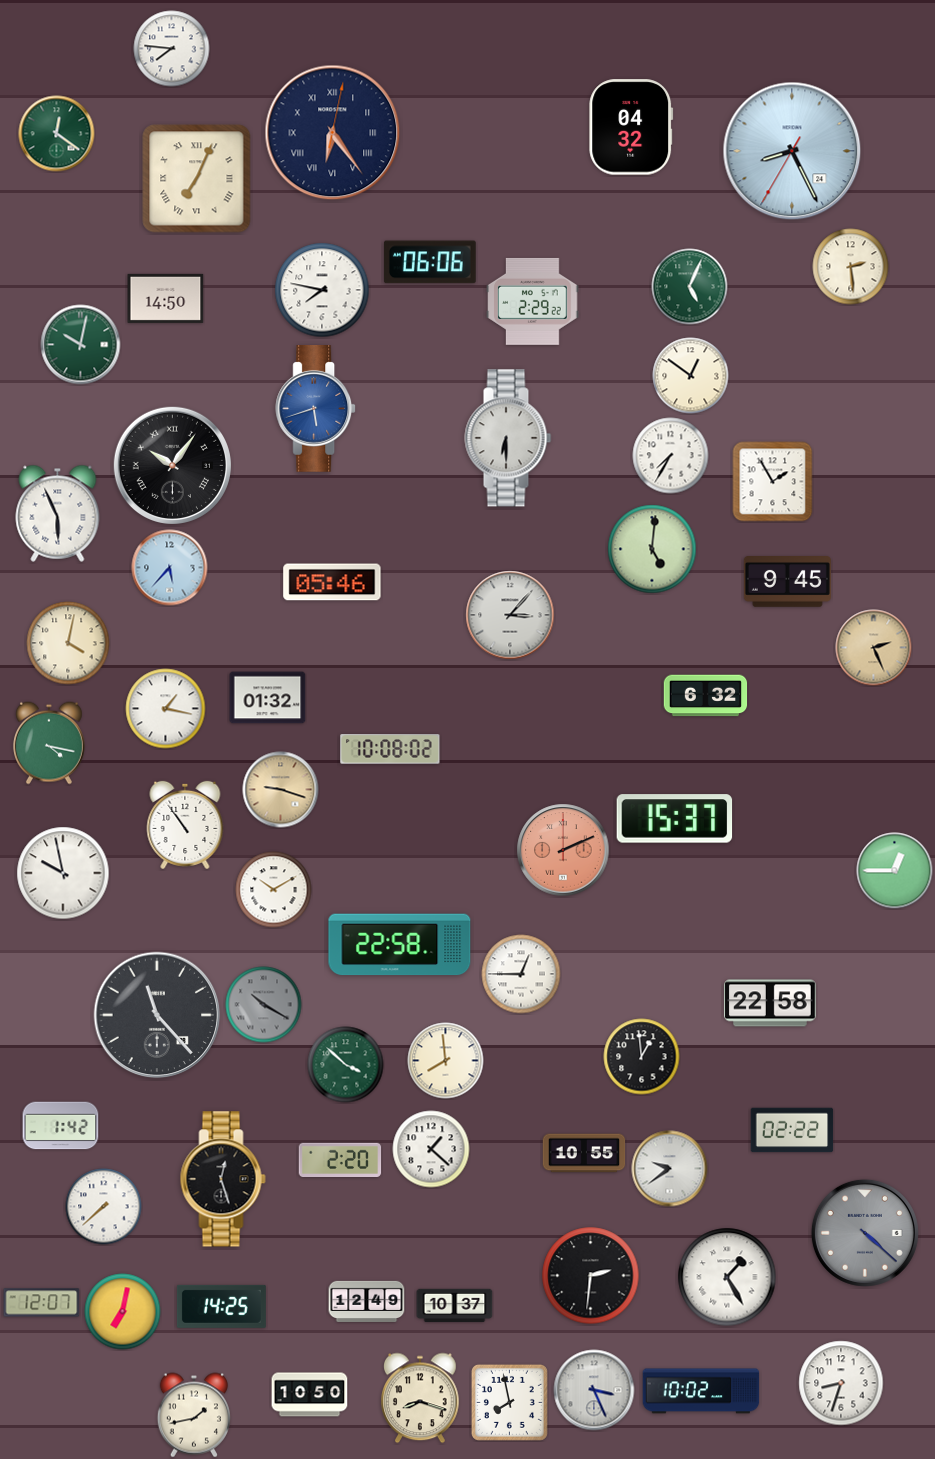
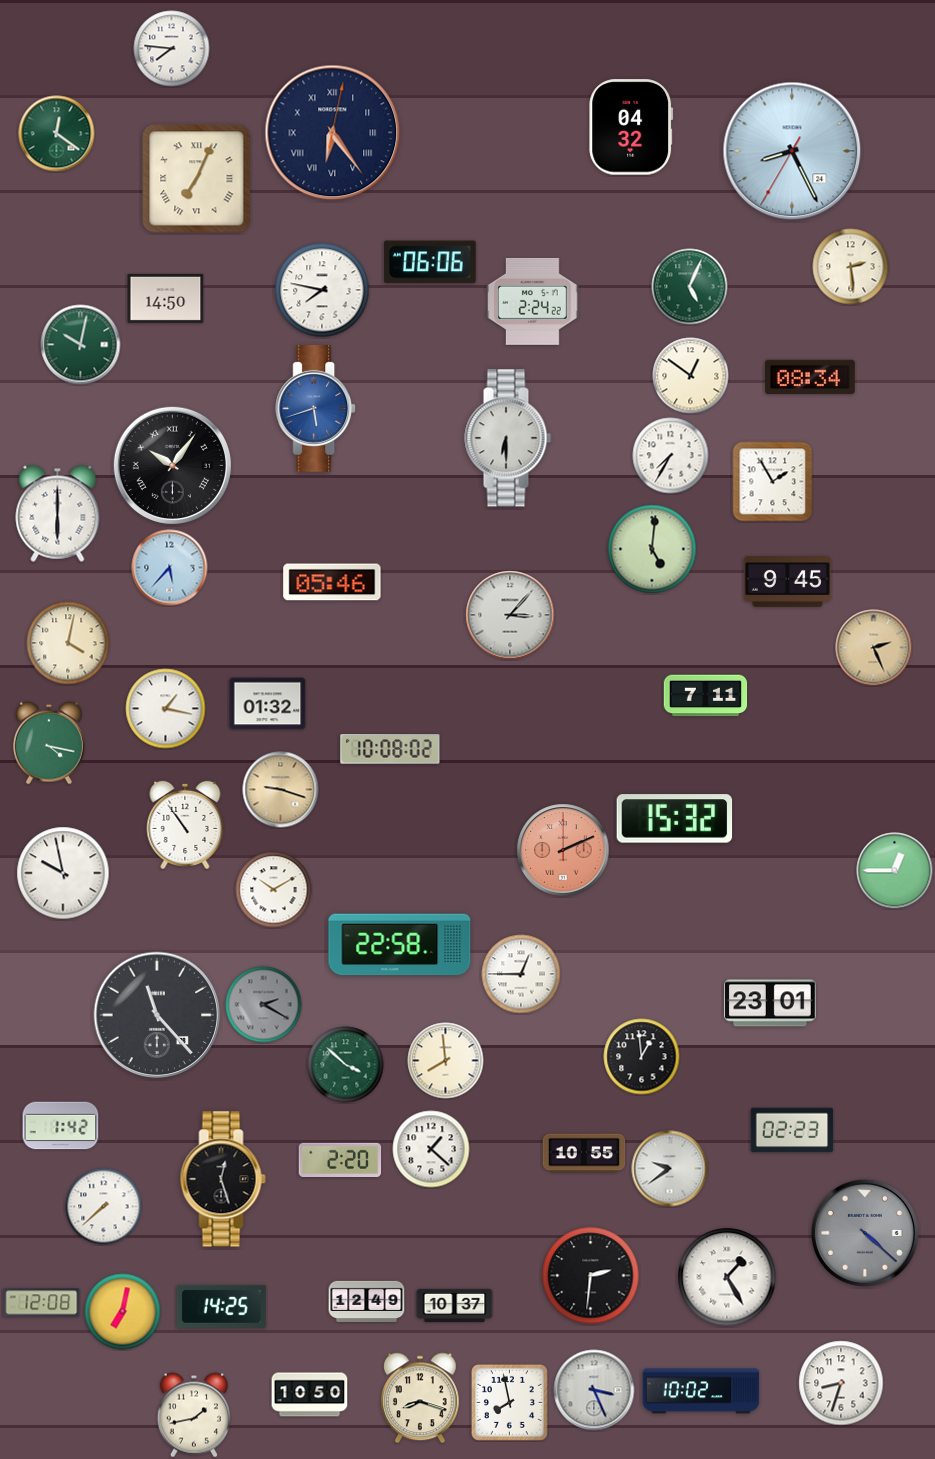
clock at (533, 301): 2:29 -> 2:24
clock at (810, 377): none -> 08:34
clock at (58, 513): 5:56 -> 6:00
clock at (706, 696): 6:32 -> 7:11
clock at (268, 698) position: (268, 698) -> (268, 704)
clock at (675, 819): 15:37 -> 15:32
clock at (770, 1003): 22:58 -> 23:01
clock at (264, 1005): 10:20 -> 2:20
clock at (792, 1130): 02:22 -> 02:23
clock at (42, 1303): 12:07 -> 12:08
